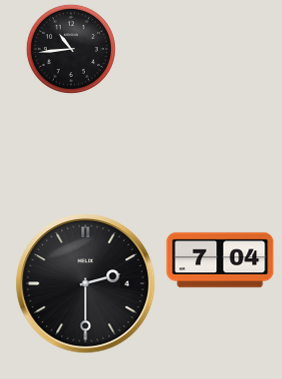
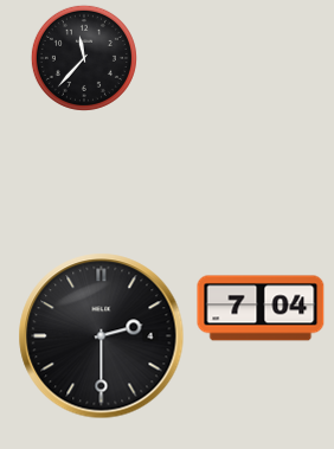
clock at (71, 49): 10:44 -> 11:37
